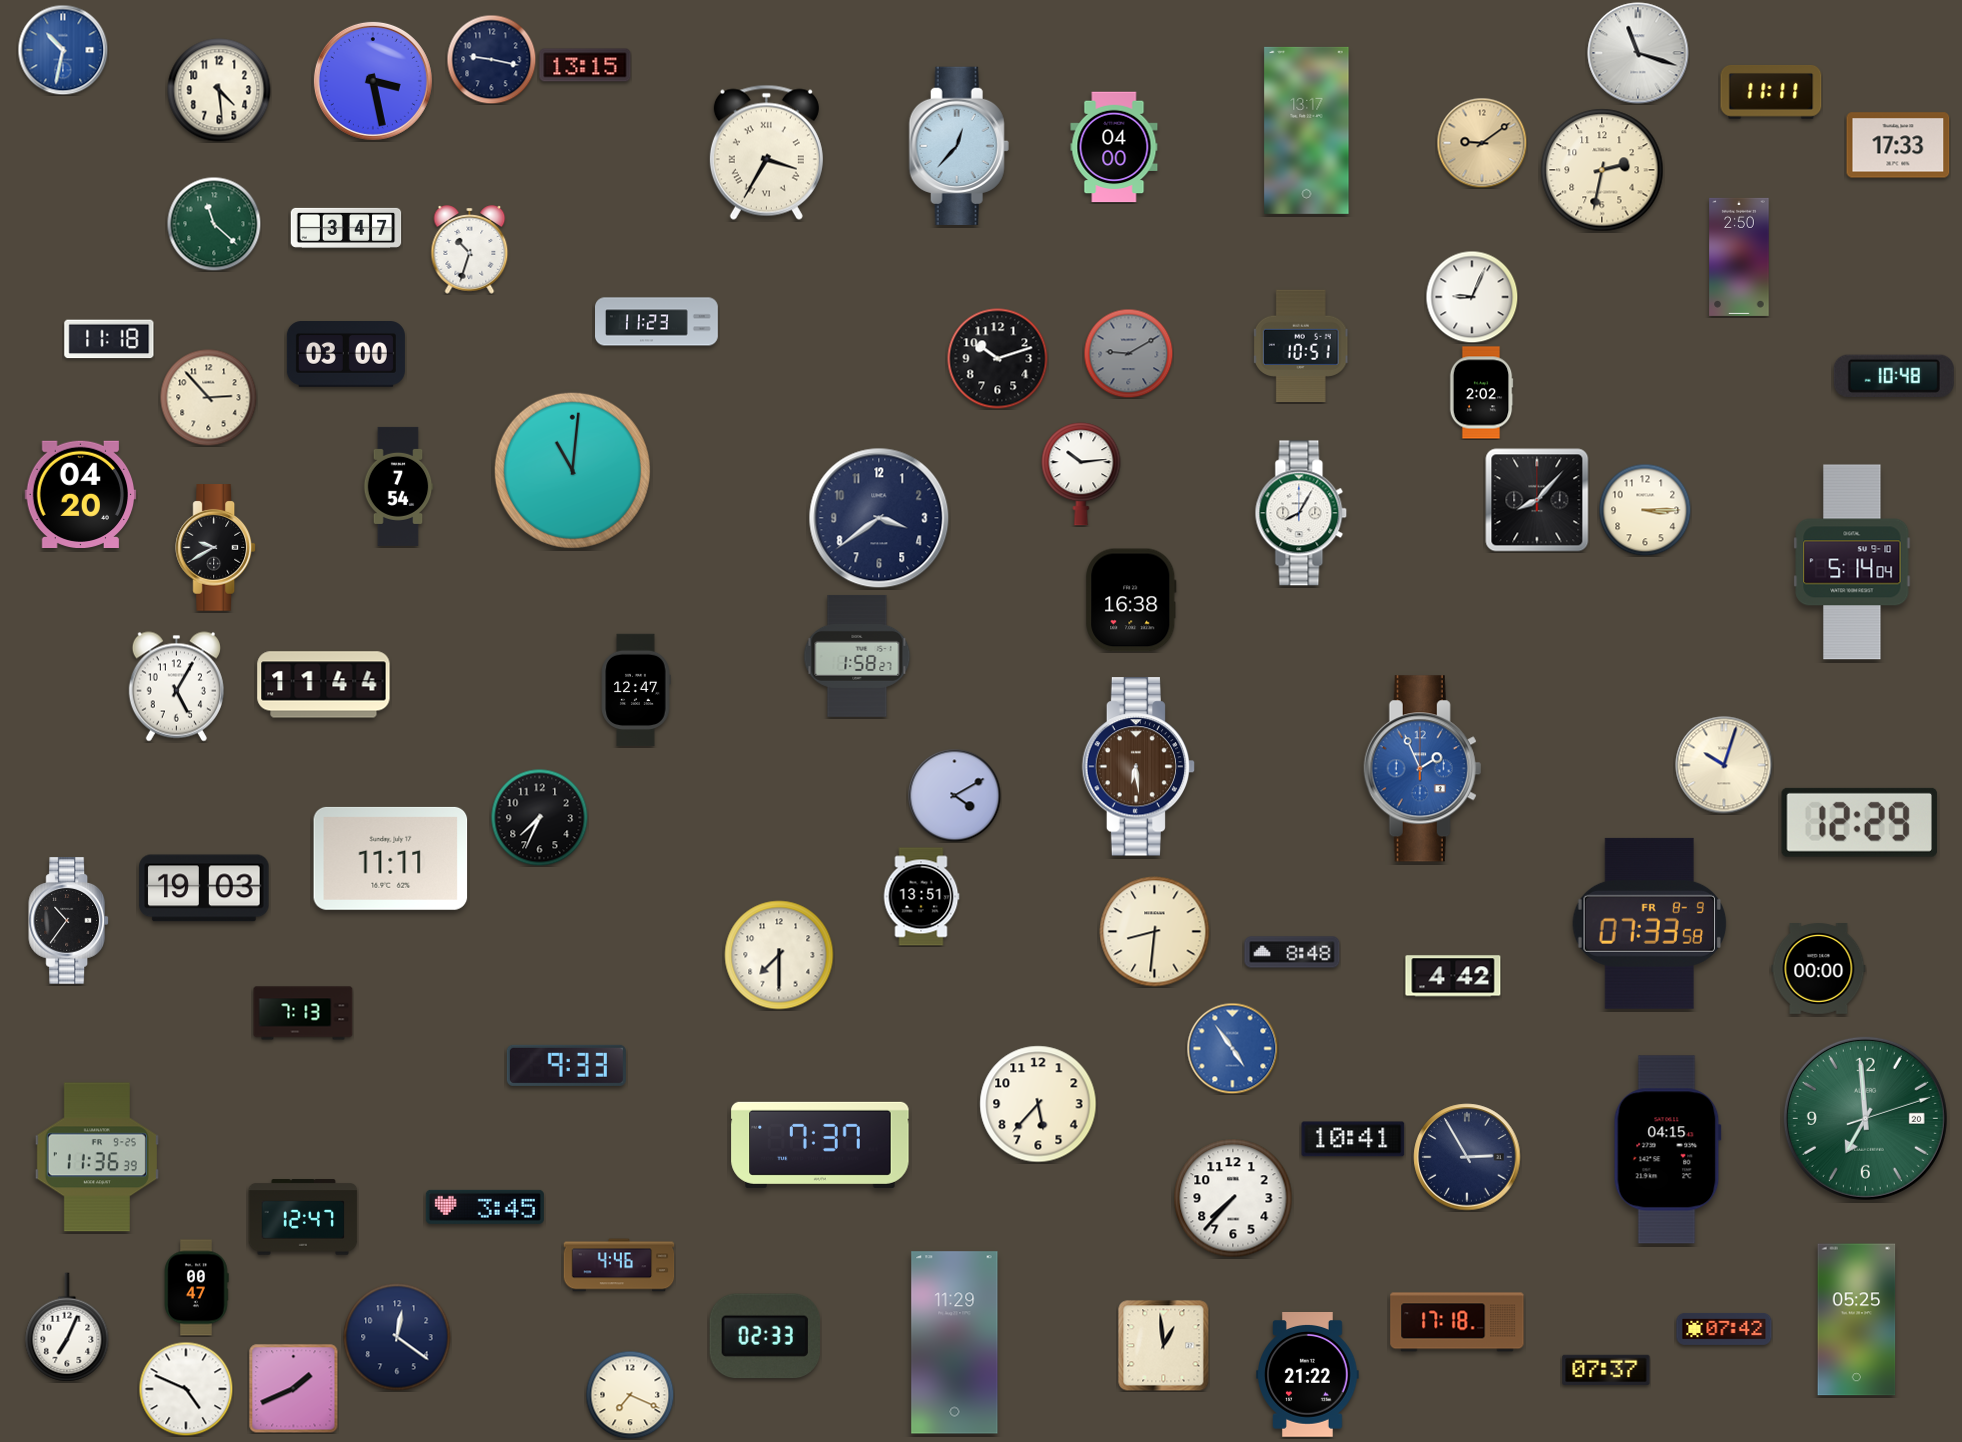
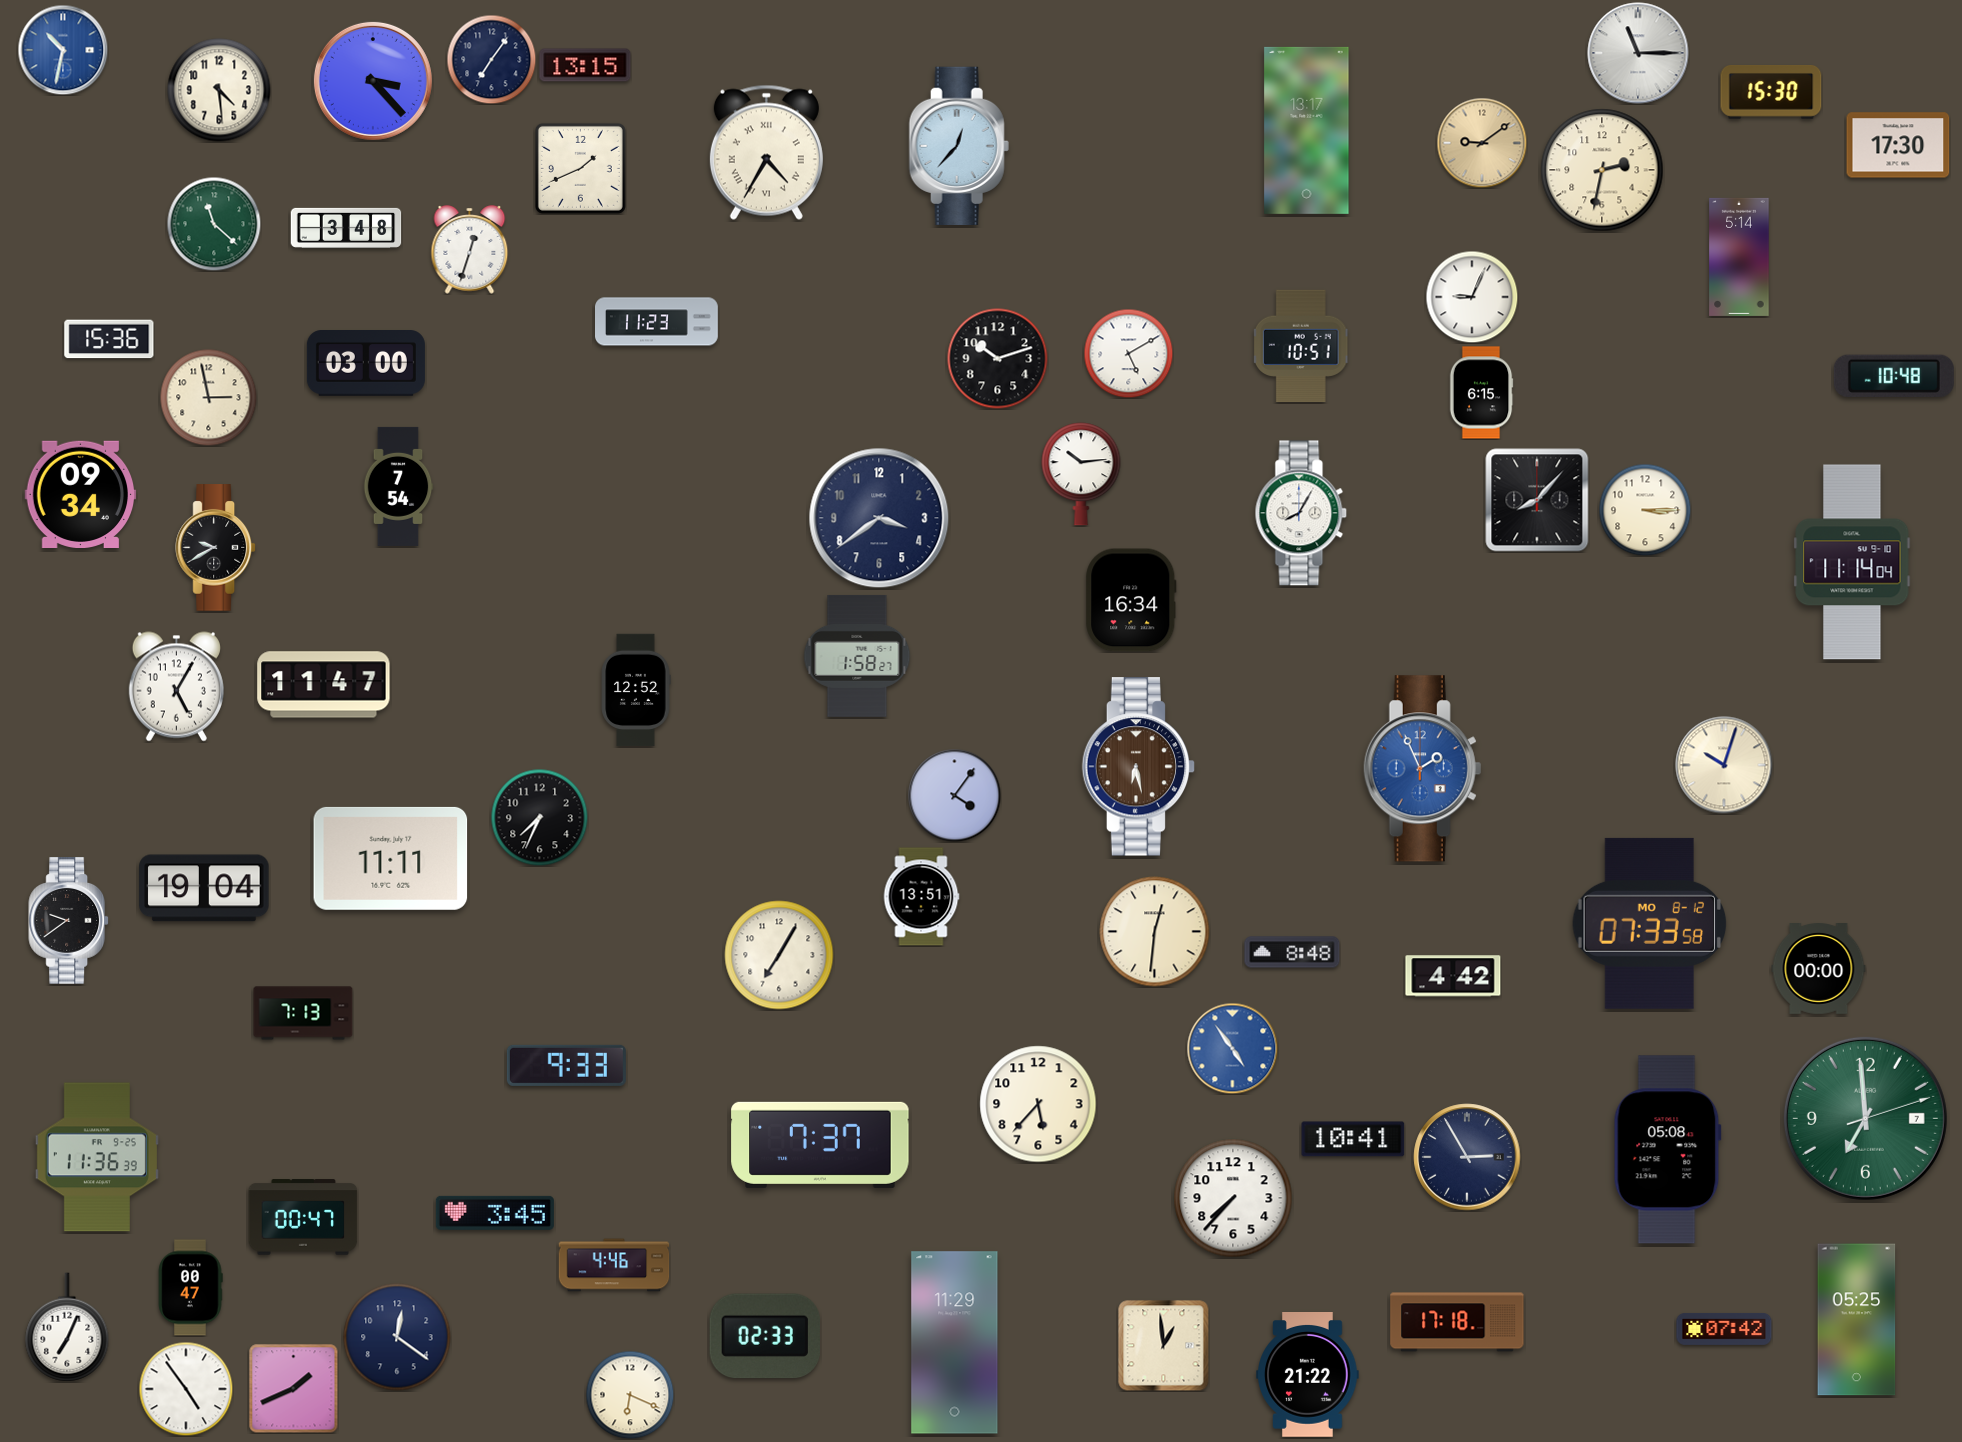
clock at (1638, 53): 11:18 -> 11:15
clock at (491, 59): 9:17 -> 7:06
clock at (373, 81): 3:28 -> 3:23
clock at (1771, 93): 11:11 -> 15:30
clock at (1898, 145): 17:33 -> 17:30
clock at (1114, 147): 04:00 -> none
clock at (766, 152): 3:35 -> 4:35
clock at (580, 168): none -> 1:41
clock at (346, 228): 3:47 -> 3:48
clock at (470, 250): 10:33 -> 12:33
clock at (1739, 257): 2:50 -> 5:14
clock at (109, 339): 11:18 -> 15:36
clock at (1128, 353): 9:10 -> 5:10
clock at (1128, 353) dial: grey -> white
clock at (346, 354) position: (346, 354) -> (366, 363)
clock at (1481, 393): 2:02 -> 6:15
clock at (208, 397): 2:53 -> 2:58
clock at (572, 470): 11:01 -> none
clock at (81, 494): 04:20 -> 09:34
clock at (1852, 562): 5:14 -> 11:14
clock at (1131, 600): 16:38 -> 16:34
clock at (324, 685): 11:44 -> 11:47
clock at (636, 690): 12:47 -> 12:52
clock at (1139, 767): 6:29 -> 6:28
clock at (954, 795): 4:10 -> 4:06
clock at (1859, 822): 12:29 -> none
clock at (204, 888): 19:03 -> 19:04
clock at (69, 921): 10:36 -> 9:39
clock at (1650, 923) date: FR 8-9 -> MO 8-12
clock at (1155, 932): 8:31 -> 12:31
clock at (779, 955): 7:30 -> 7:05
clock at (1865, 1118) date: 20 -> 7
clock at (1667, 1150): 04:15 -> 05:08
clock at (485, 1207) position: (485, 1207) -> (495, 1213)
clock at (303, 1217): 12:47 -> 00:47
clock at (619, 1265) position: (619, 1265) -> (614, 1265)
clock at (196, 1288) position: (196, 1288) -> (190, 1288)
clock at (1606, 1369): 07:37 -> none
clock at (186, 1389): 4:49 -> 4:54
clock at (630, 1395): 7:19 -> 6:19
